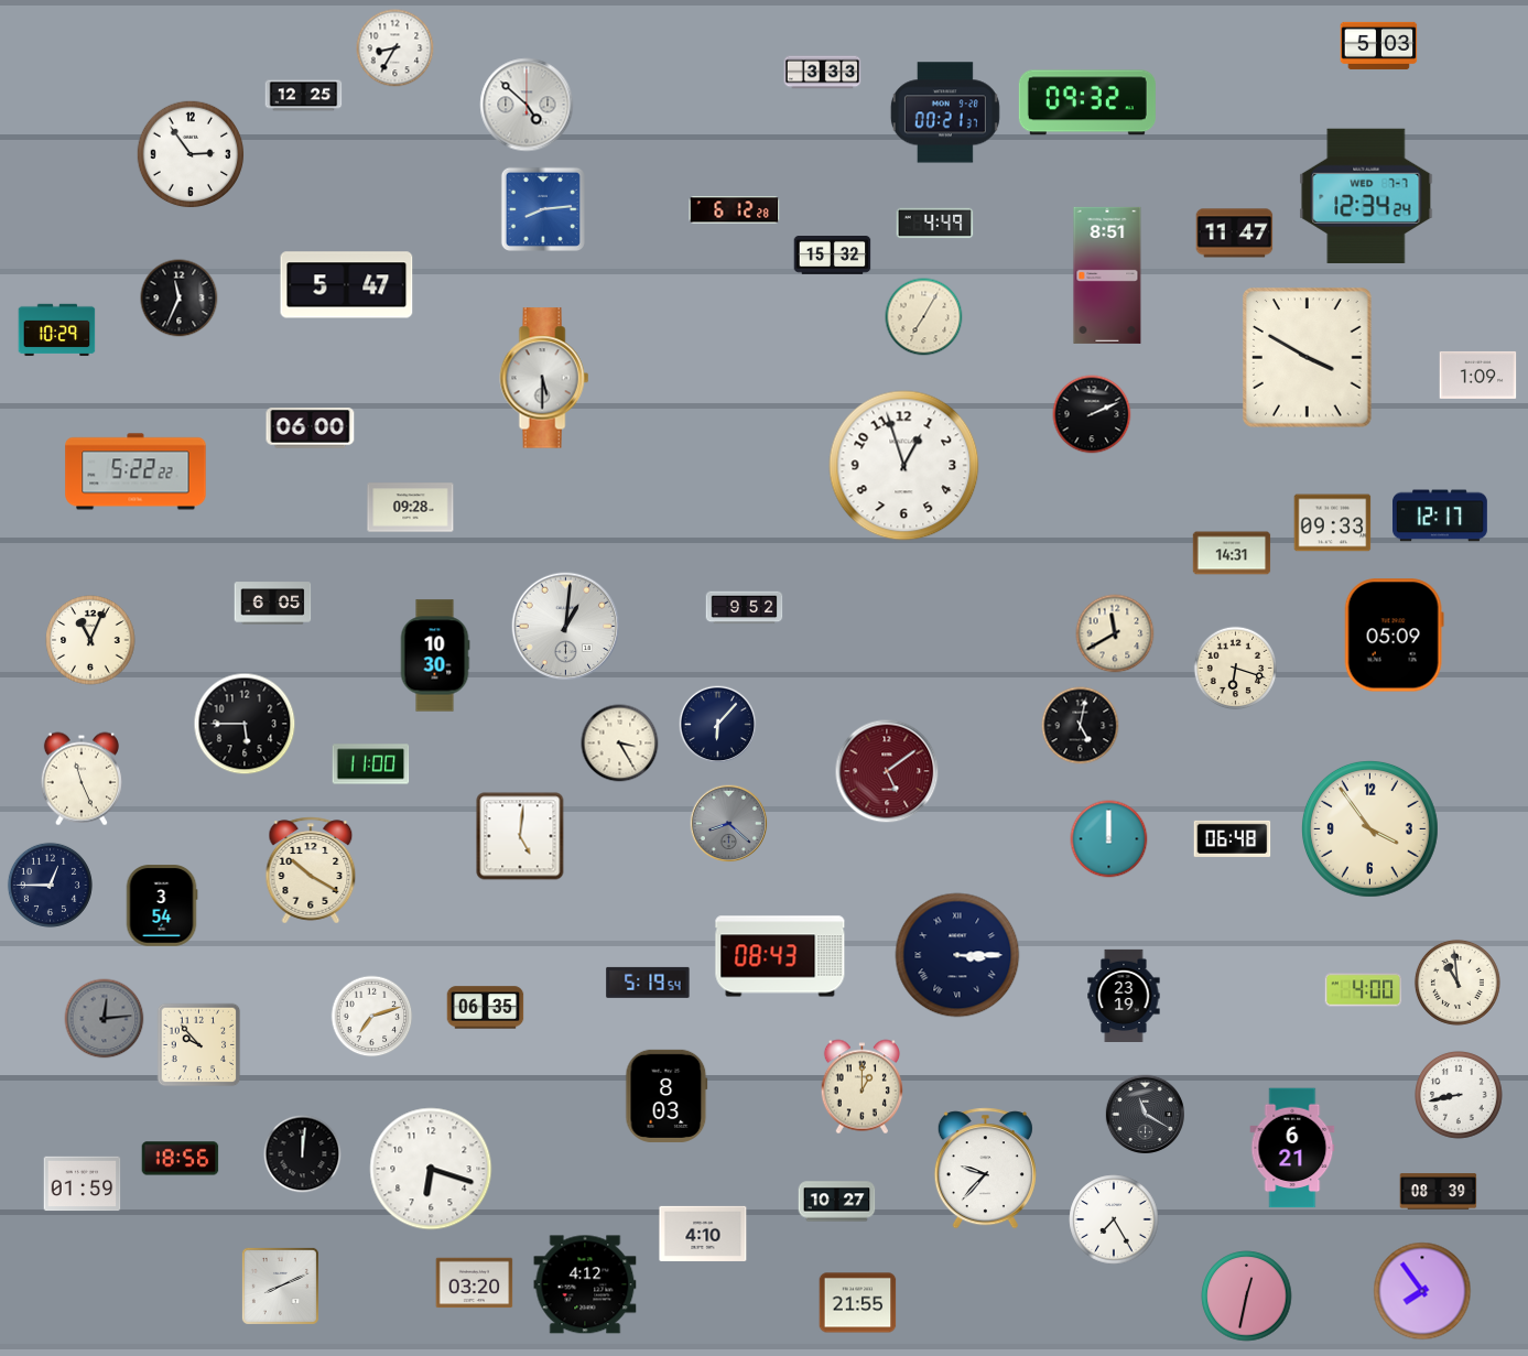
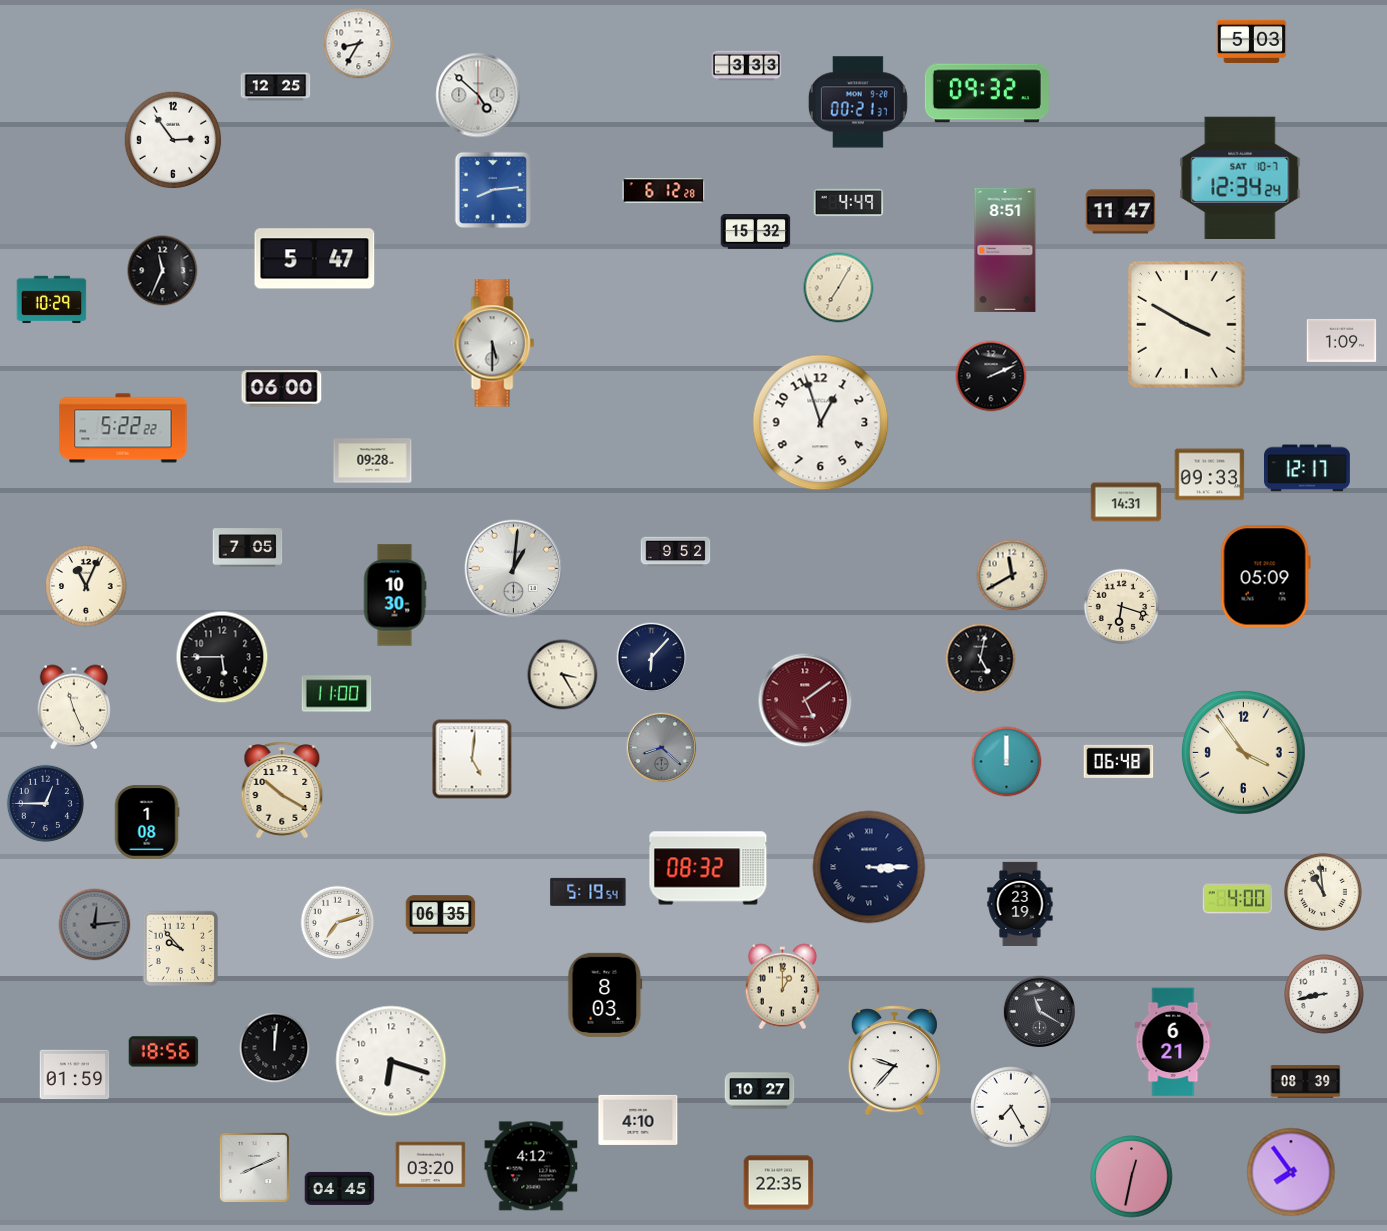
clock at (1366, 195) date: WED 7-7 -> SAT 10-7
clock at (735, 210) position: (735, 210) -> (664, 191)
clock at (1232, 553) position: (1232, 553) -> (1126, 502)
clock at (273, 604): 6:05 -> 7:05
clock at (90, 640) position: (90, 640) -> (86, 586)
clock at (162, 905): 3:54 -> 1:08
clock at (780, 956): 08:43 -> 08:32
clock at (858, 1303): 21:55 -> 22:35
clock at (340, 1188): none -> 04:45
